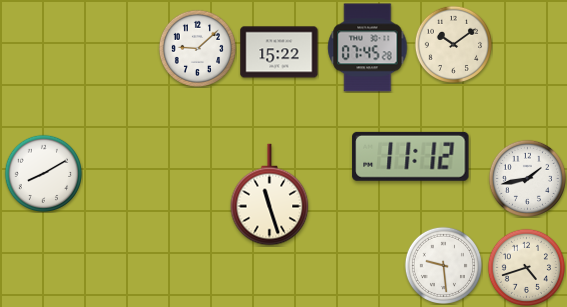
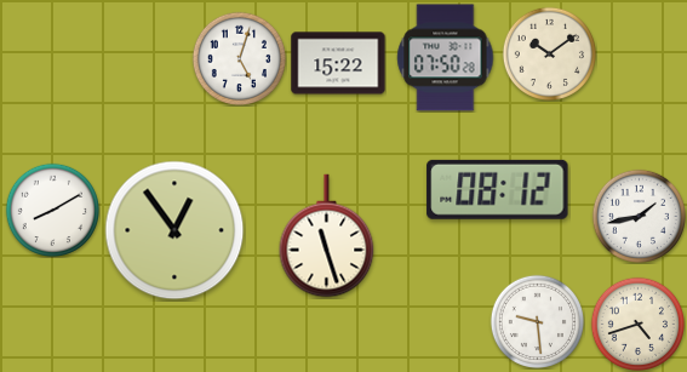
clock at (197, 48): 9:08 -> 5:03
clock at (368, 48): 07:45 -> 07:50
clock at (411, 156): 11:12 -> 08:12
clock at (174, 230): none -> 12:54
